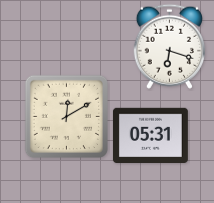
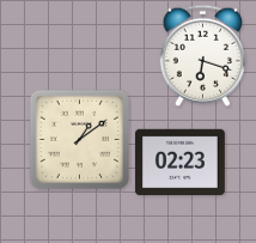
clock at (66, 116): 12:10 -> 1:09
clock at (150, 135): 05:31 -> 02:23
